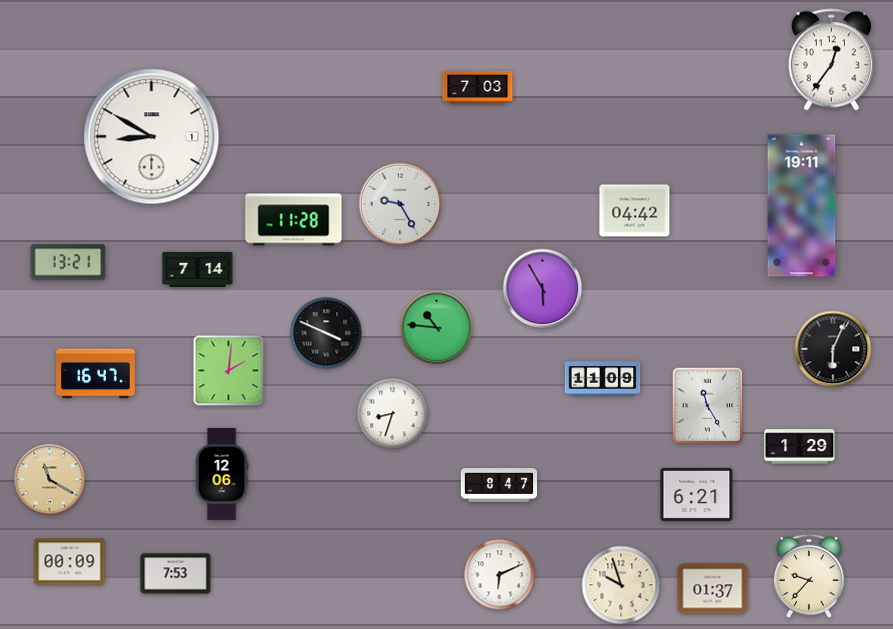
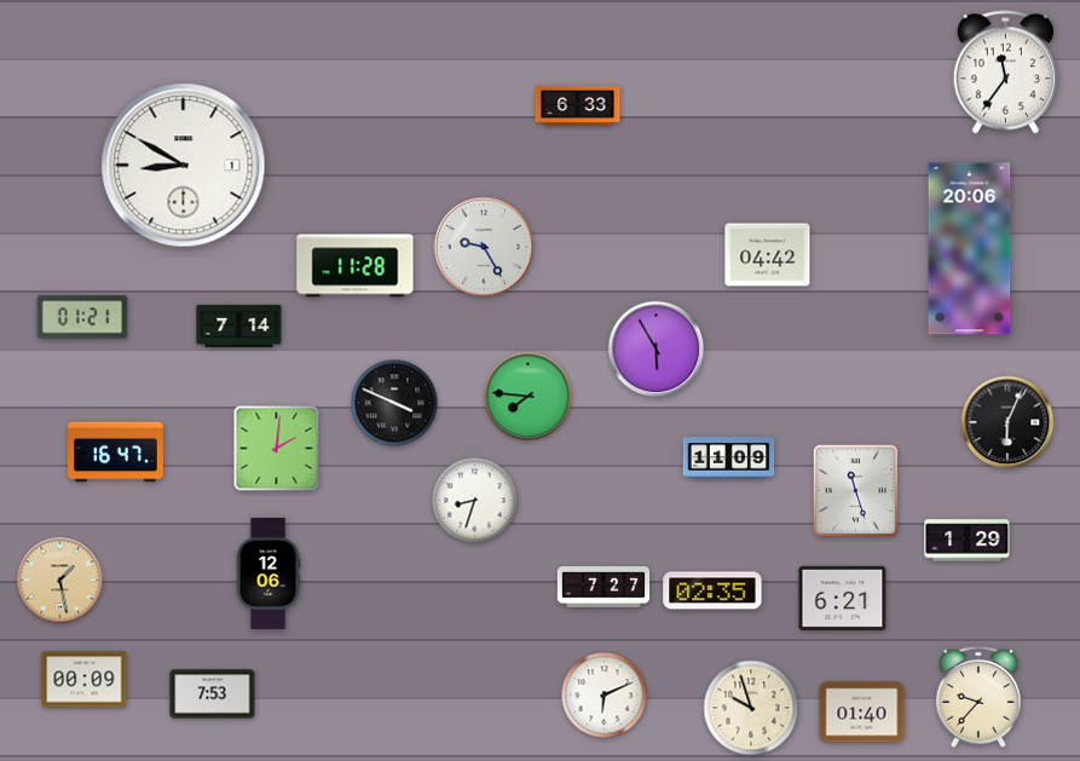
clock at (831, 60): 12:36 -> 11:36
clock at (478, 87): 7:03 -> 6:33
clock at (802, 206): 19:11 -> 20:06
clock at (68, 262): 13:21 -> 01:21
clock at (437, 328): 10:46 -> 7:46
clock at (708, 406): 11:25 -> 11:27
clock at (50, 480): 11:20 -> 1:28
clock at (499, 485): 8:47 -> 7:27
clock at (712, 590): none -> 02:35
clock at (713, 589): 01:37 -> 01:40
